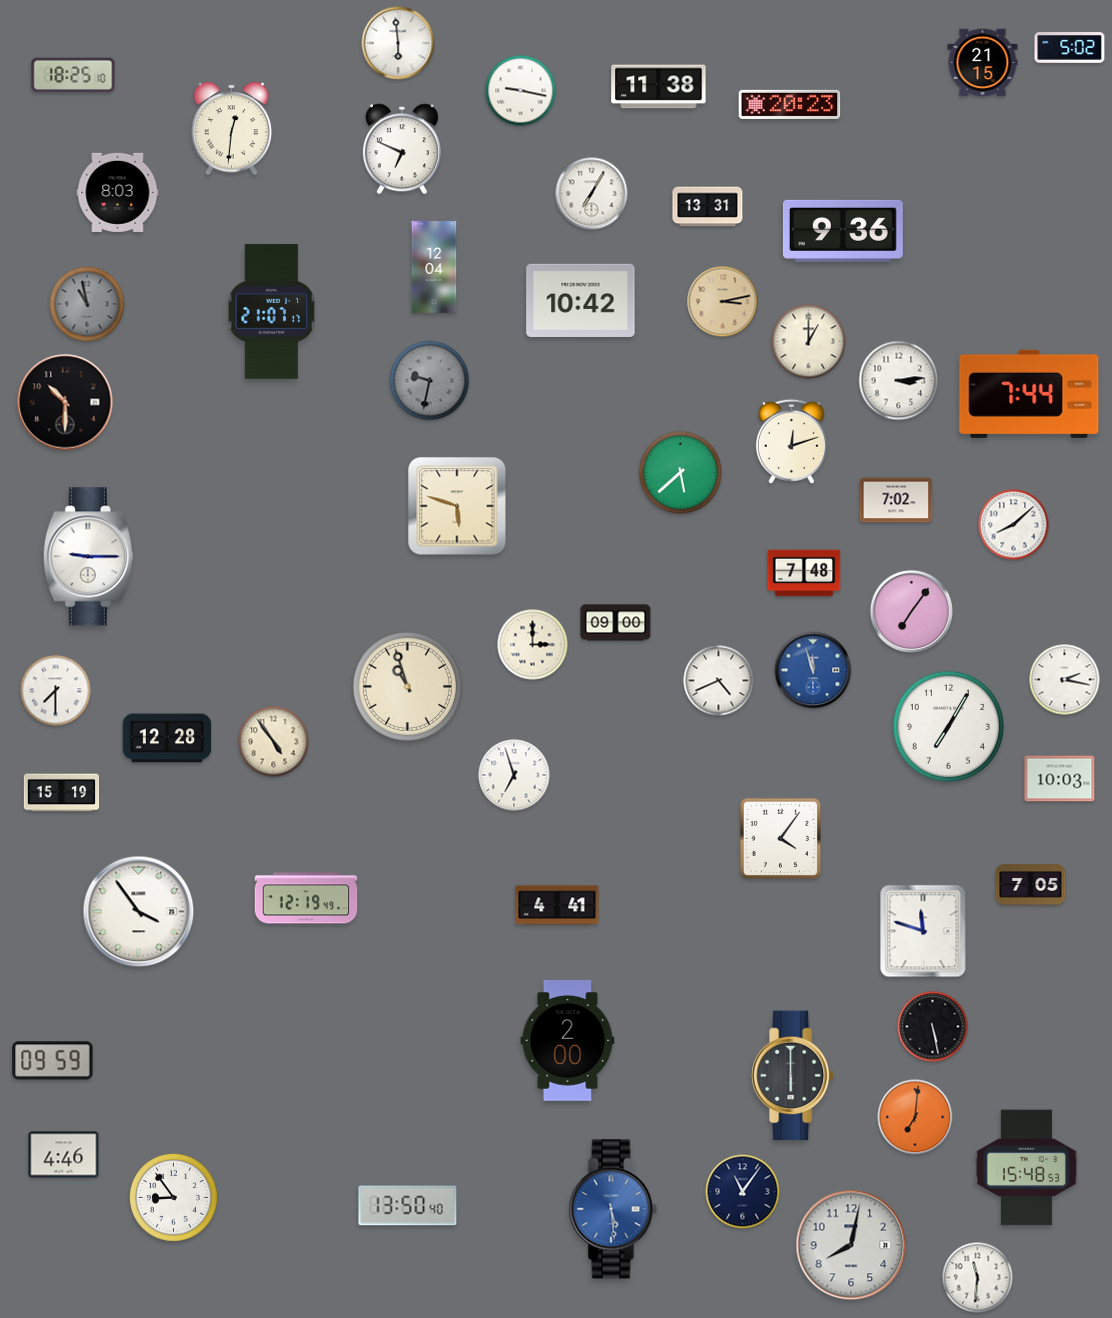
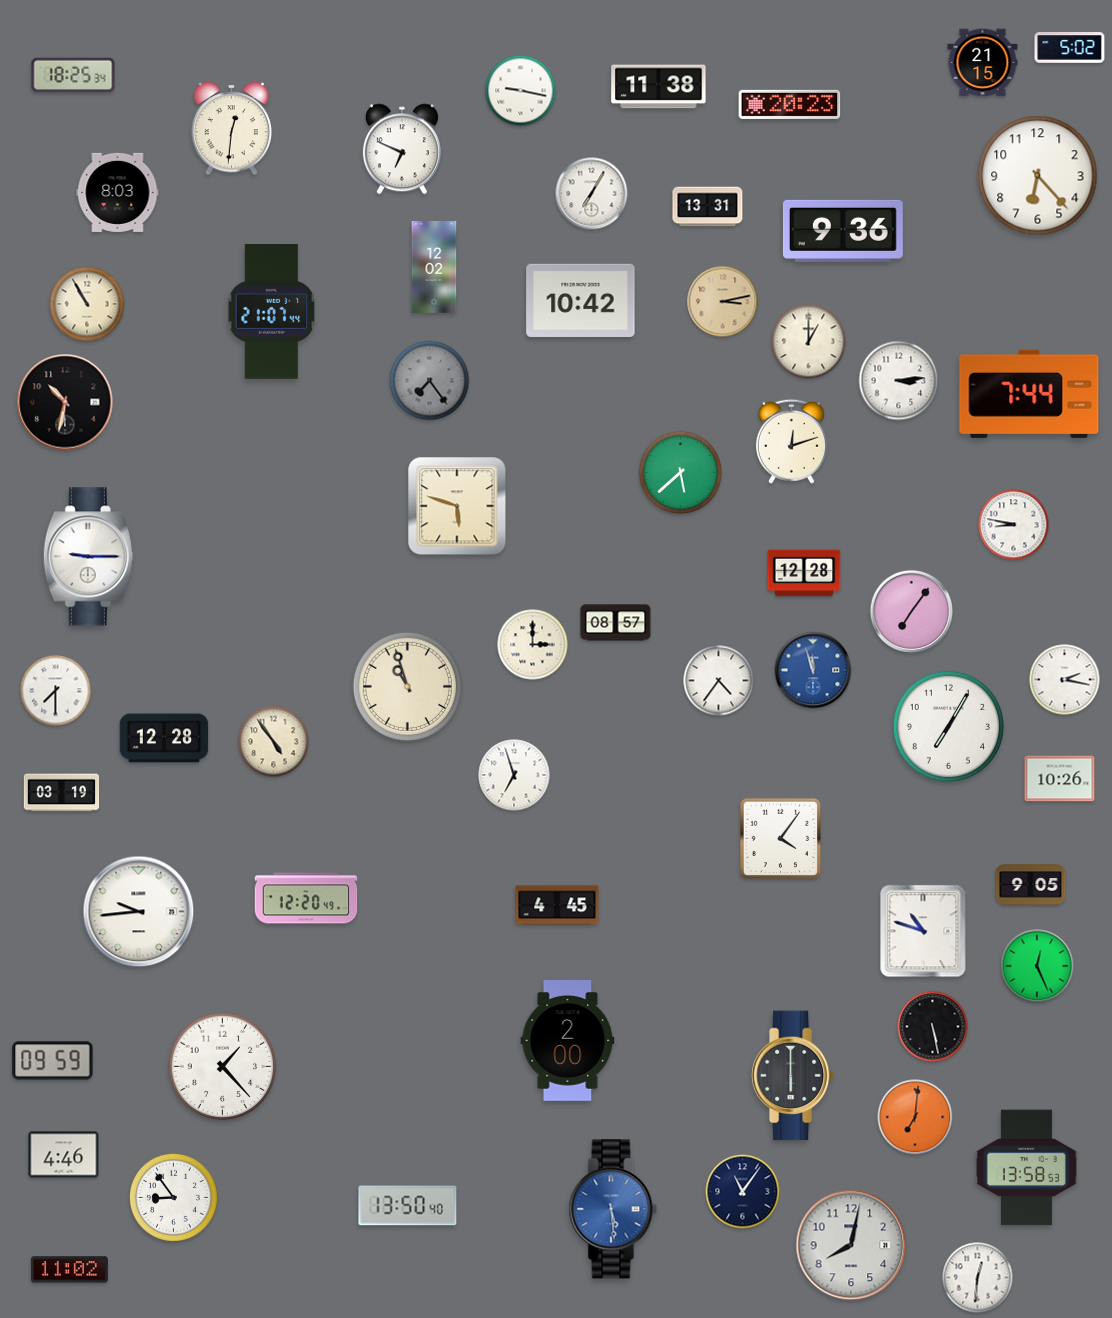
clock at (398, 43): 5:59 -> none
clock at (73, 75): 18:25:10 -> 18:25:34
clock at (1038, 176): none -> 6:23
clock at (434, 268): 12:04 -> 12:02
clock at (87, 304): 10:58 -> 10:55
clock at (87, 304) dial: grey -> cream
clock at (272, 312): 21:07:17 -> 21:07:44
clock at (430, 381): 9:32 -> 7:24
clock at (65, 402): 10:30 -> 10:32
clock at (896, 500): 7:02 -> none
clock at (1014, 525): 8:08 -> 8:47
clock at (804, 573): 7:48 -> 12:28
clock at (616, 623): 09:00 -> 08:57
clock at (719, 681): 4:41 -> 4:36
clock at (167, 738) position: (167, 738) -> (164, 738)
clock at (1060, 779): 10:03 -> 10:26
clock at (62, 793): 15:19 -> 03:19
clock at (1031, 885): 7:05 -> 9:05
clock at (306, 898): 12:19 -> 12:20
clock at (557, 905): 4:41 -> 4:45
clock at (139, 912): 3:54 -> 9:44
clock at (923, 931): 11:48 -> 10:48
clock at (1037, 966): none -> 12:26
clock at (223, 1067): none -> 1:23
clock at (1026, 1168): 15:48 -> 13:58
clock at (69, 1270): none -> 11:02
clock at (978, 1278): 11:31 -> 12:31
